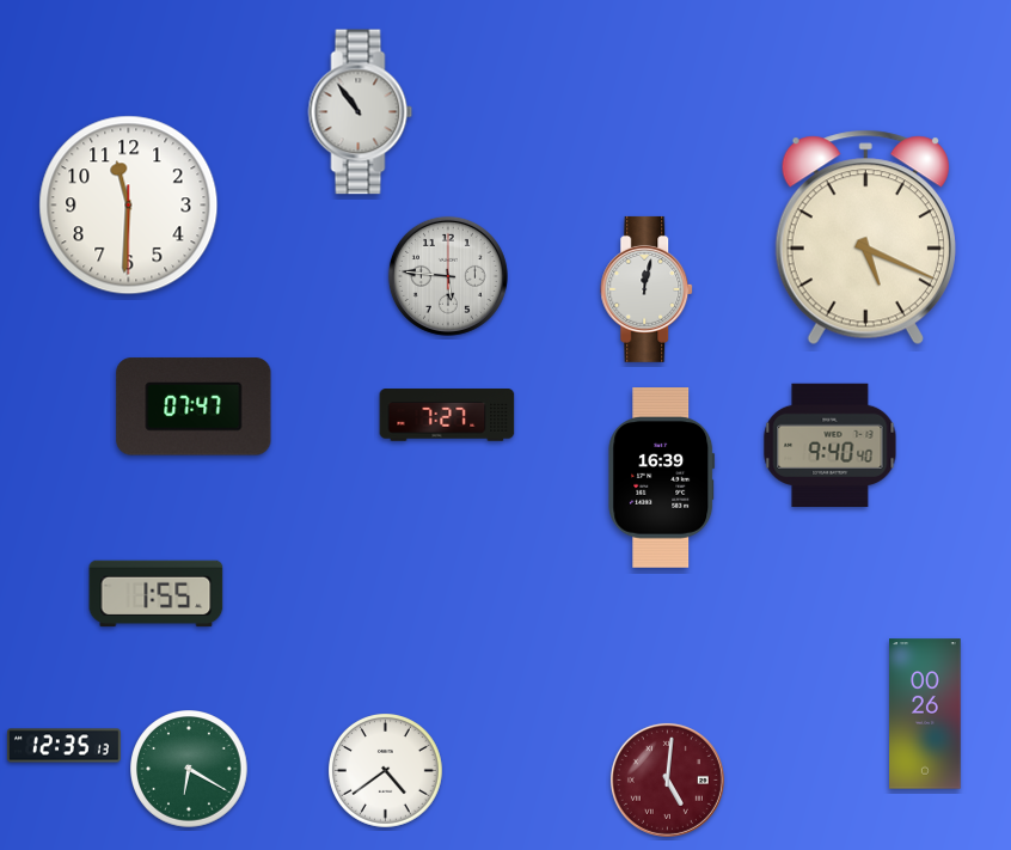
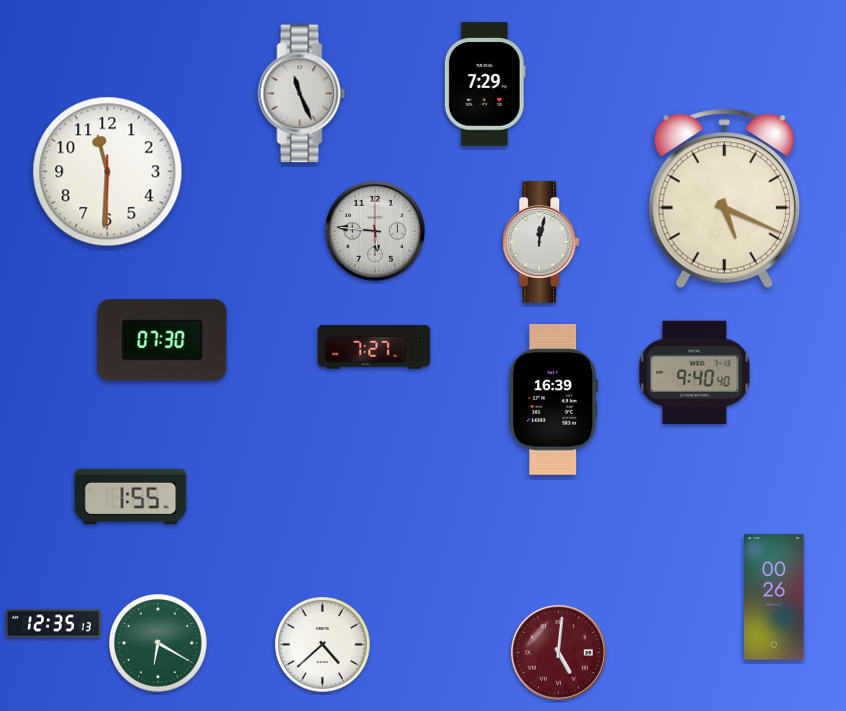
clock at (485, 84): none -> 7:29
clock at (361, 112): 10:54 -> 11:26
clock at (194, 406): 07:47 -> 07:30
clock at (386, 771): 4:39 -> 4:38
